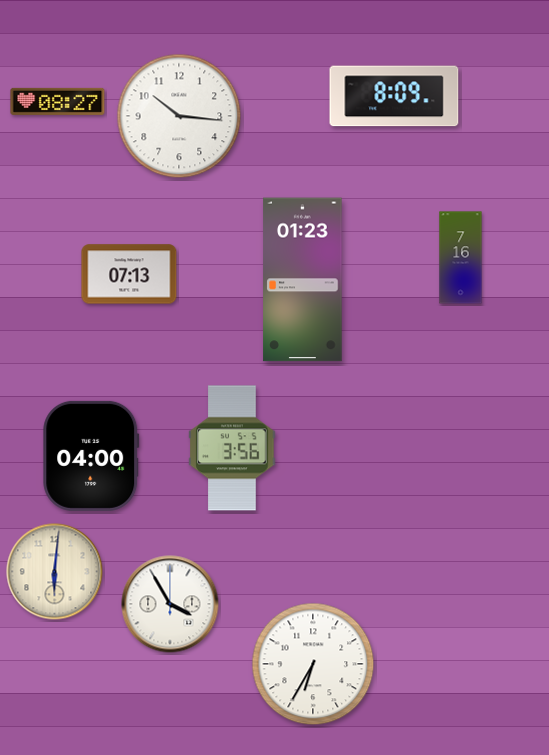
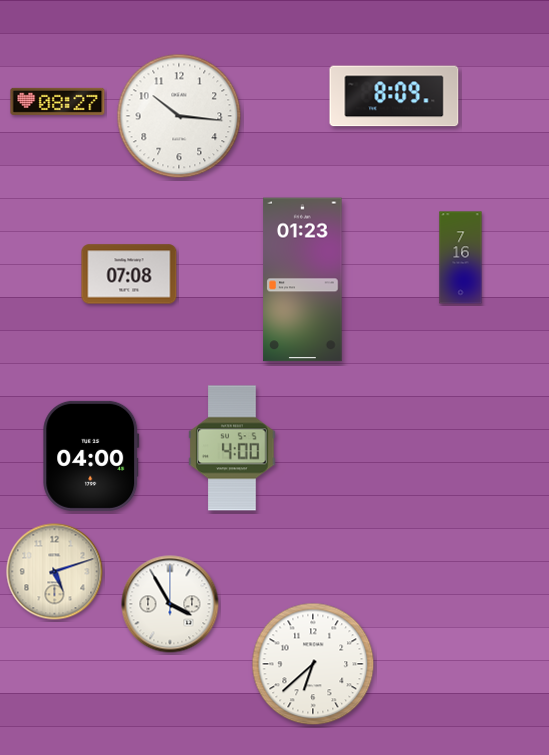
clock at (129, 274): 07:13 -> 07:08
clock at (232, 448): 3:56 -> 4:00
clock at (55, 572): 6:01 -> 5:12
clock at (313, 664): 6:35 -> 6:38
